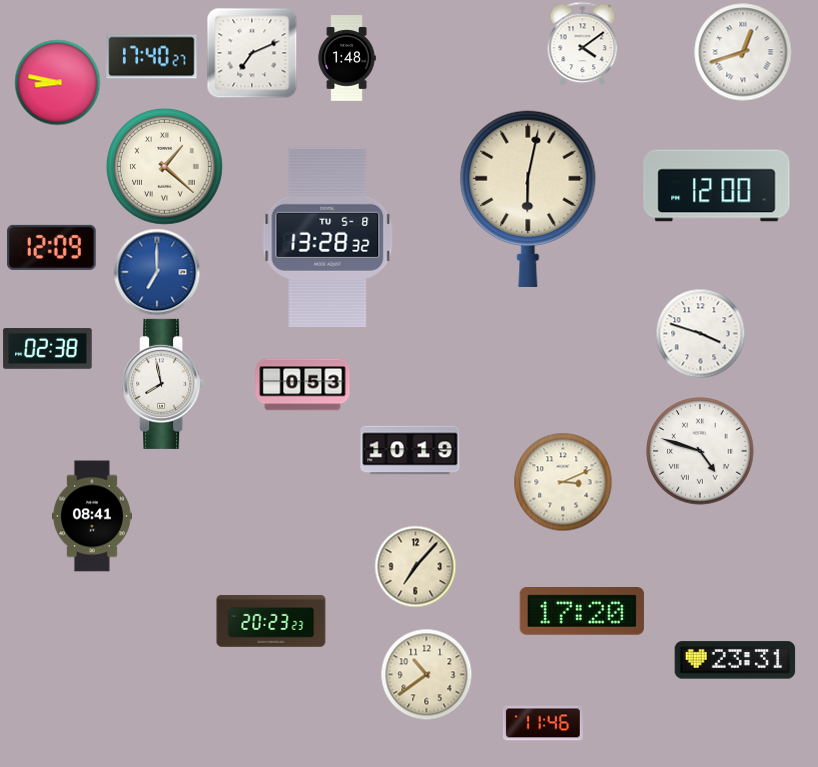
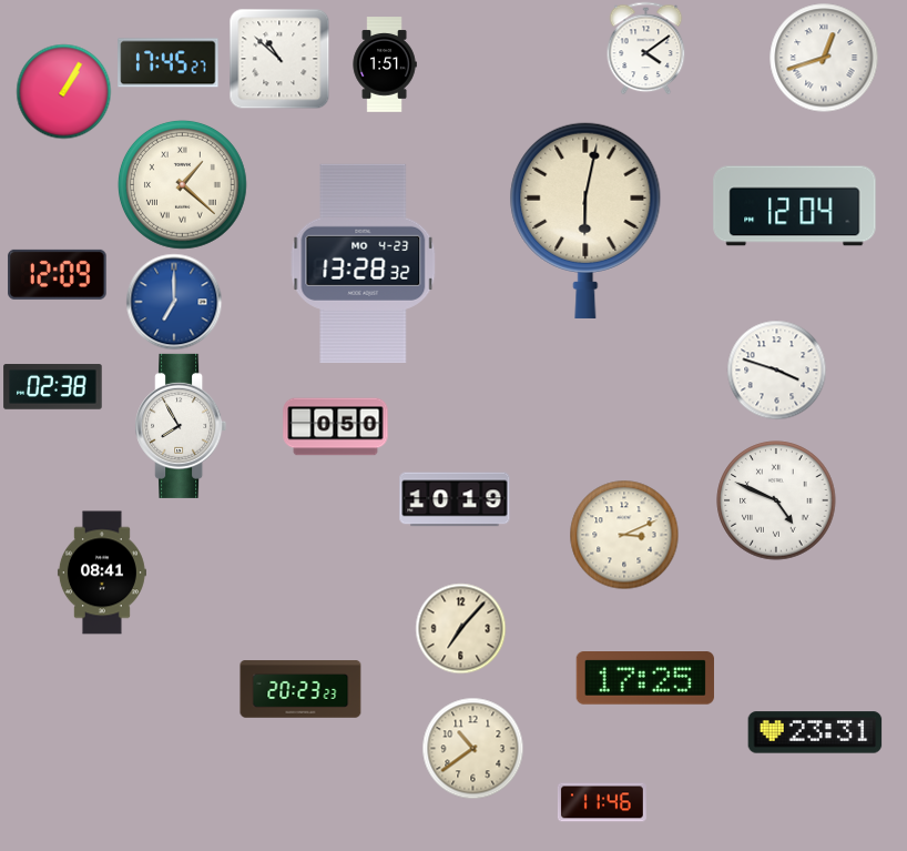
clock at (252, 53): 7:11 -> 10:52
clock at (152, 57): 17:40 -> 17:45
clock at (347, 58): 1:48 -> 1:51
clock at (57, 82): 8:47 -> 1:05
clock at (717, 186): 12:00 -> 12:04
clock at (328, 237) date: TU 5-8 -> MO 4-23
clock at (163, 384): 7:58 -> 7:55
clock at (303, 385): 0:53 -> 0:50
clock at (700, 451): 4:48 -> 4:49
clock at (582, 612): 17:20 -> 17:25
